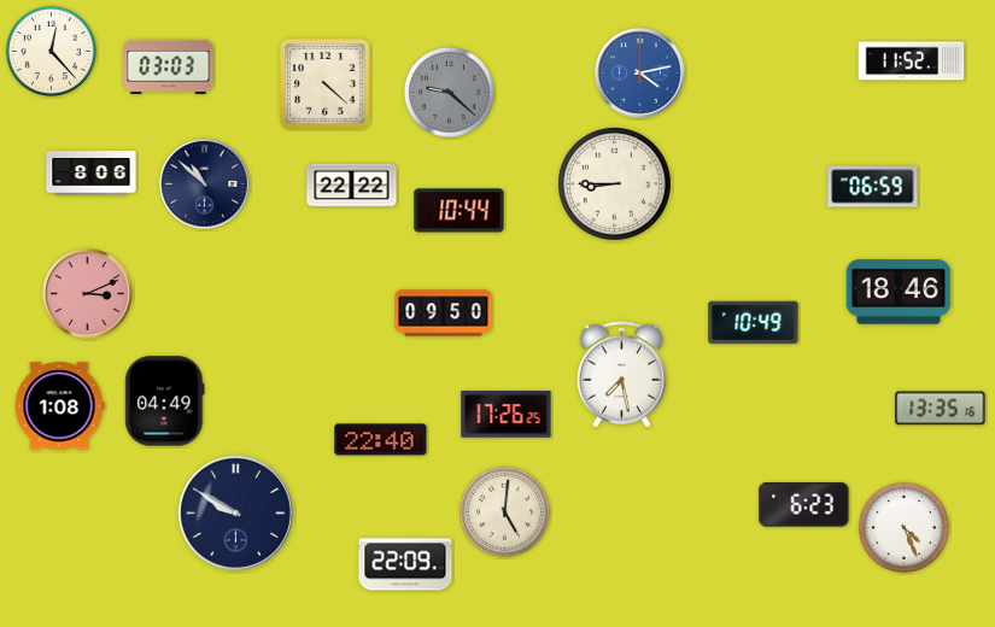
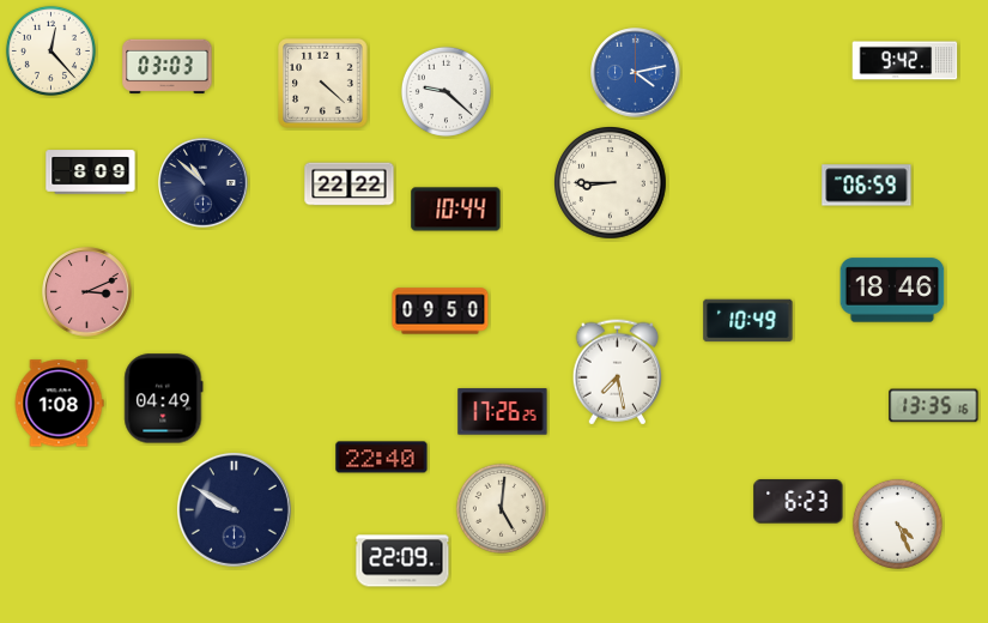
clock at (912, 61): 11:52 -> 9:42
clock at (449, 92) dial: grey -> white
clock at (92, 174): 8:06 -> 8:09
clock at (381, 440) position: (381, 440) -> (382, 458)
